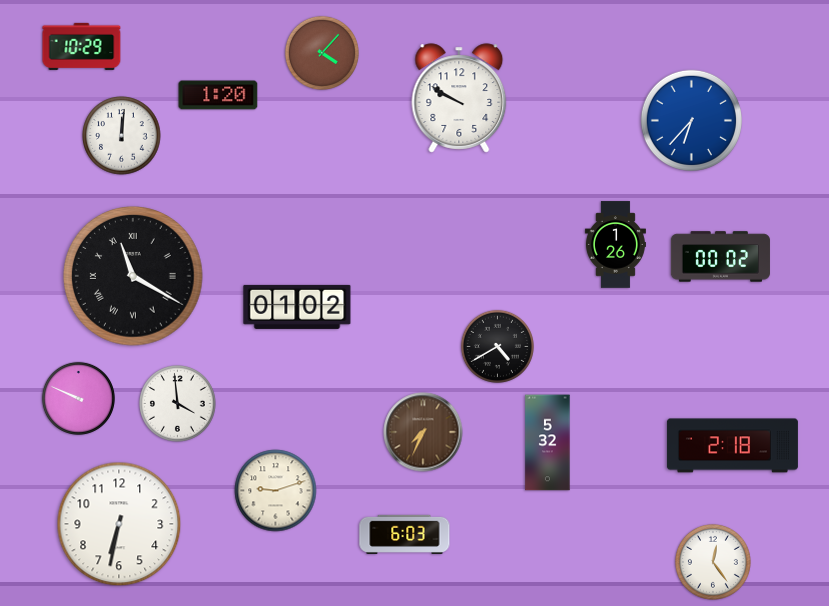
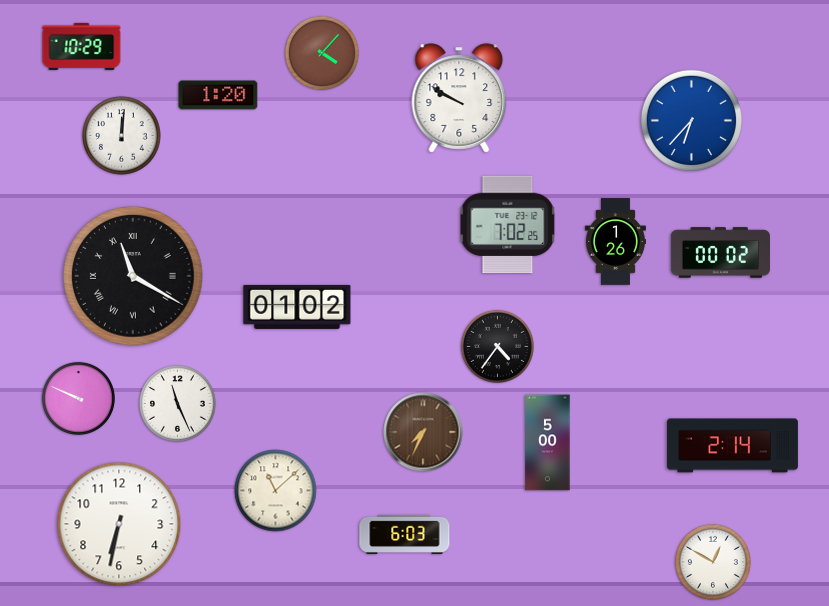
clock at (508, 225): none -> 7:02
clock at (615, 245) position: (615, 245) -> (615, 242)
clock at (720, 257) position: (720, 257) -> (720, 253)
clock at (497, 346): 4:40 -> 4:36
clock at (178, 404): 3:59 -> 11:26
clock at (548, 443): 5:32 -> 5:00
clock at (732, 446): 2:18 -> 2:14
clock at (276, 491): 9:12 -> 11:08
clock at (713, 562): 12:24 -> 12:50
